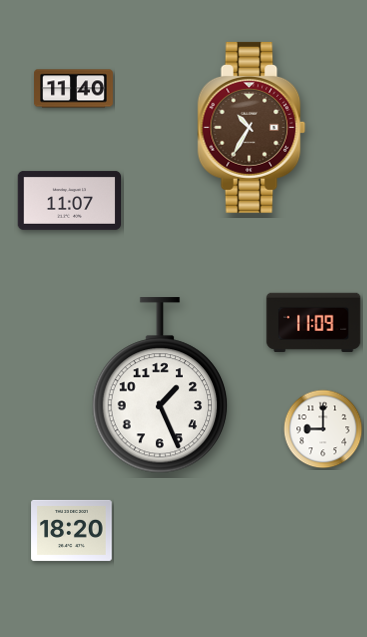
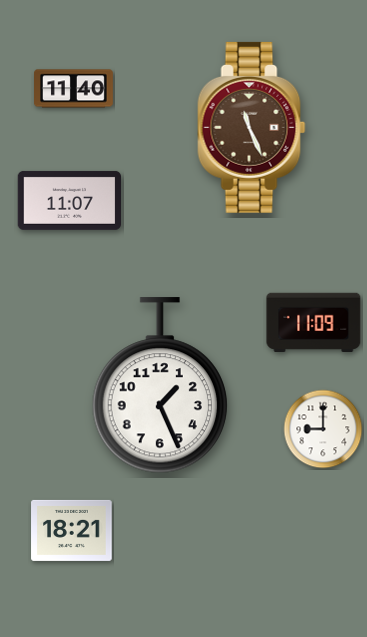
clock at (252, 127): 10:35 -> 11:26
clock at (72, 530): 18:20 -> 18:21
